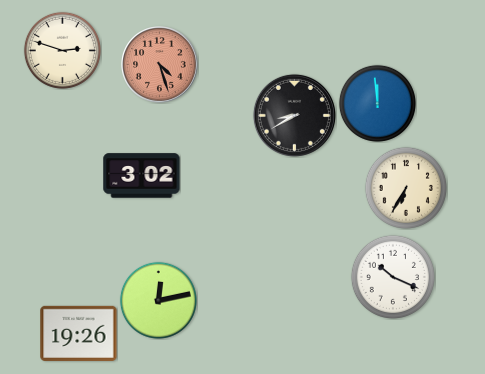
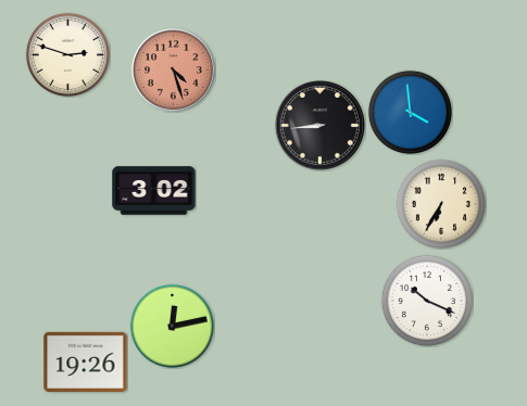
clock at (377, 103): 11:59 -> 3:59
clock at (294, 115): 8:40 -> 8:44
